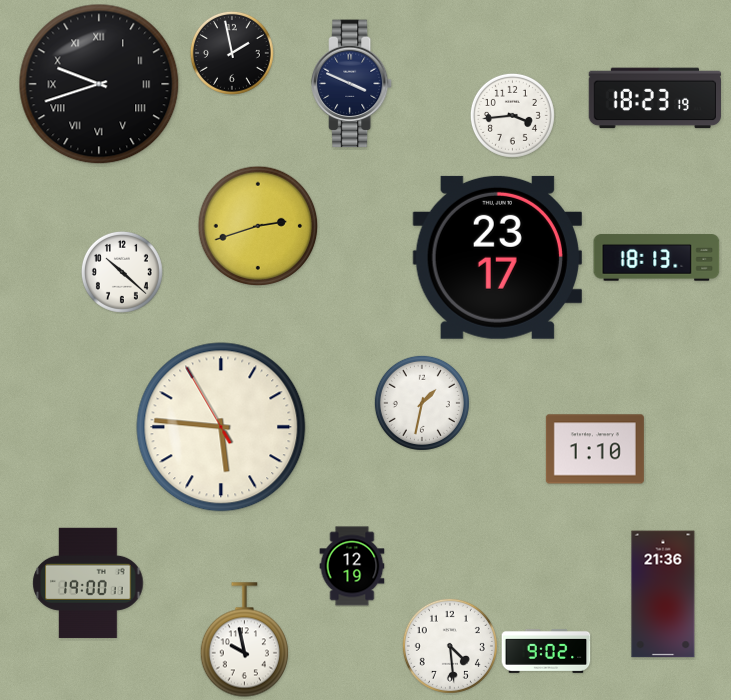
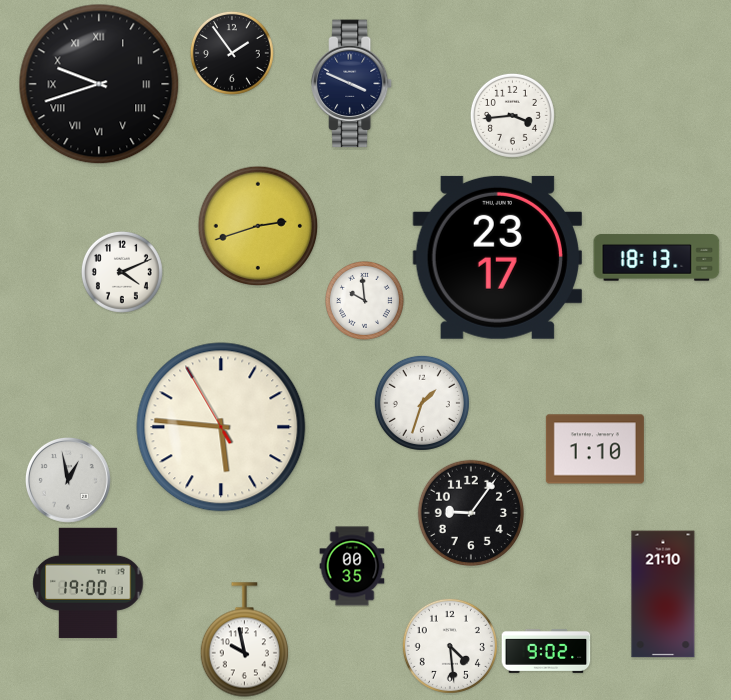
clock at (232, 53): 1:58 -> 1:54
clock at (654, 98): 18:23 -> none
clock at (122, 272): 10:22 -> 4:11
clock at (364, 300): none -> 9:59
clock at (422, 403): 1:32 -> 1:33
clock at (68, 480): none -> 12:58
clock at (471, 513): none -> 9:06
clock at (352, 566): 12:19 -> 00:35
clock at (663, 594): 21:36 -> 21:10
